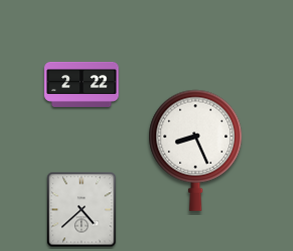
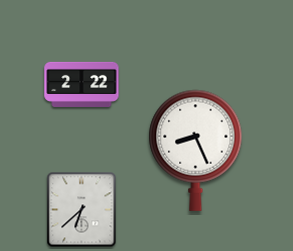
clock at (82, 210): 4:38 -> 6:38
